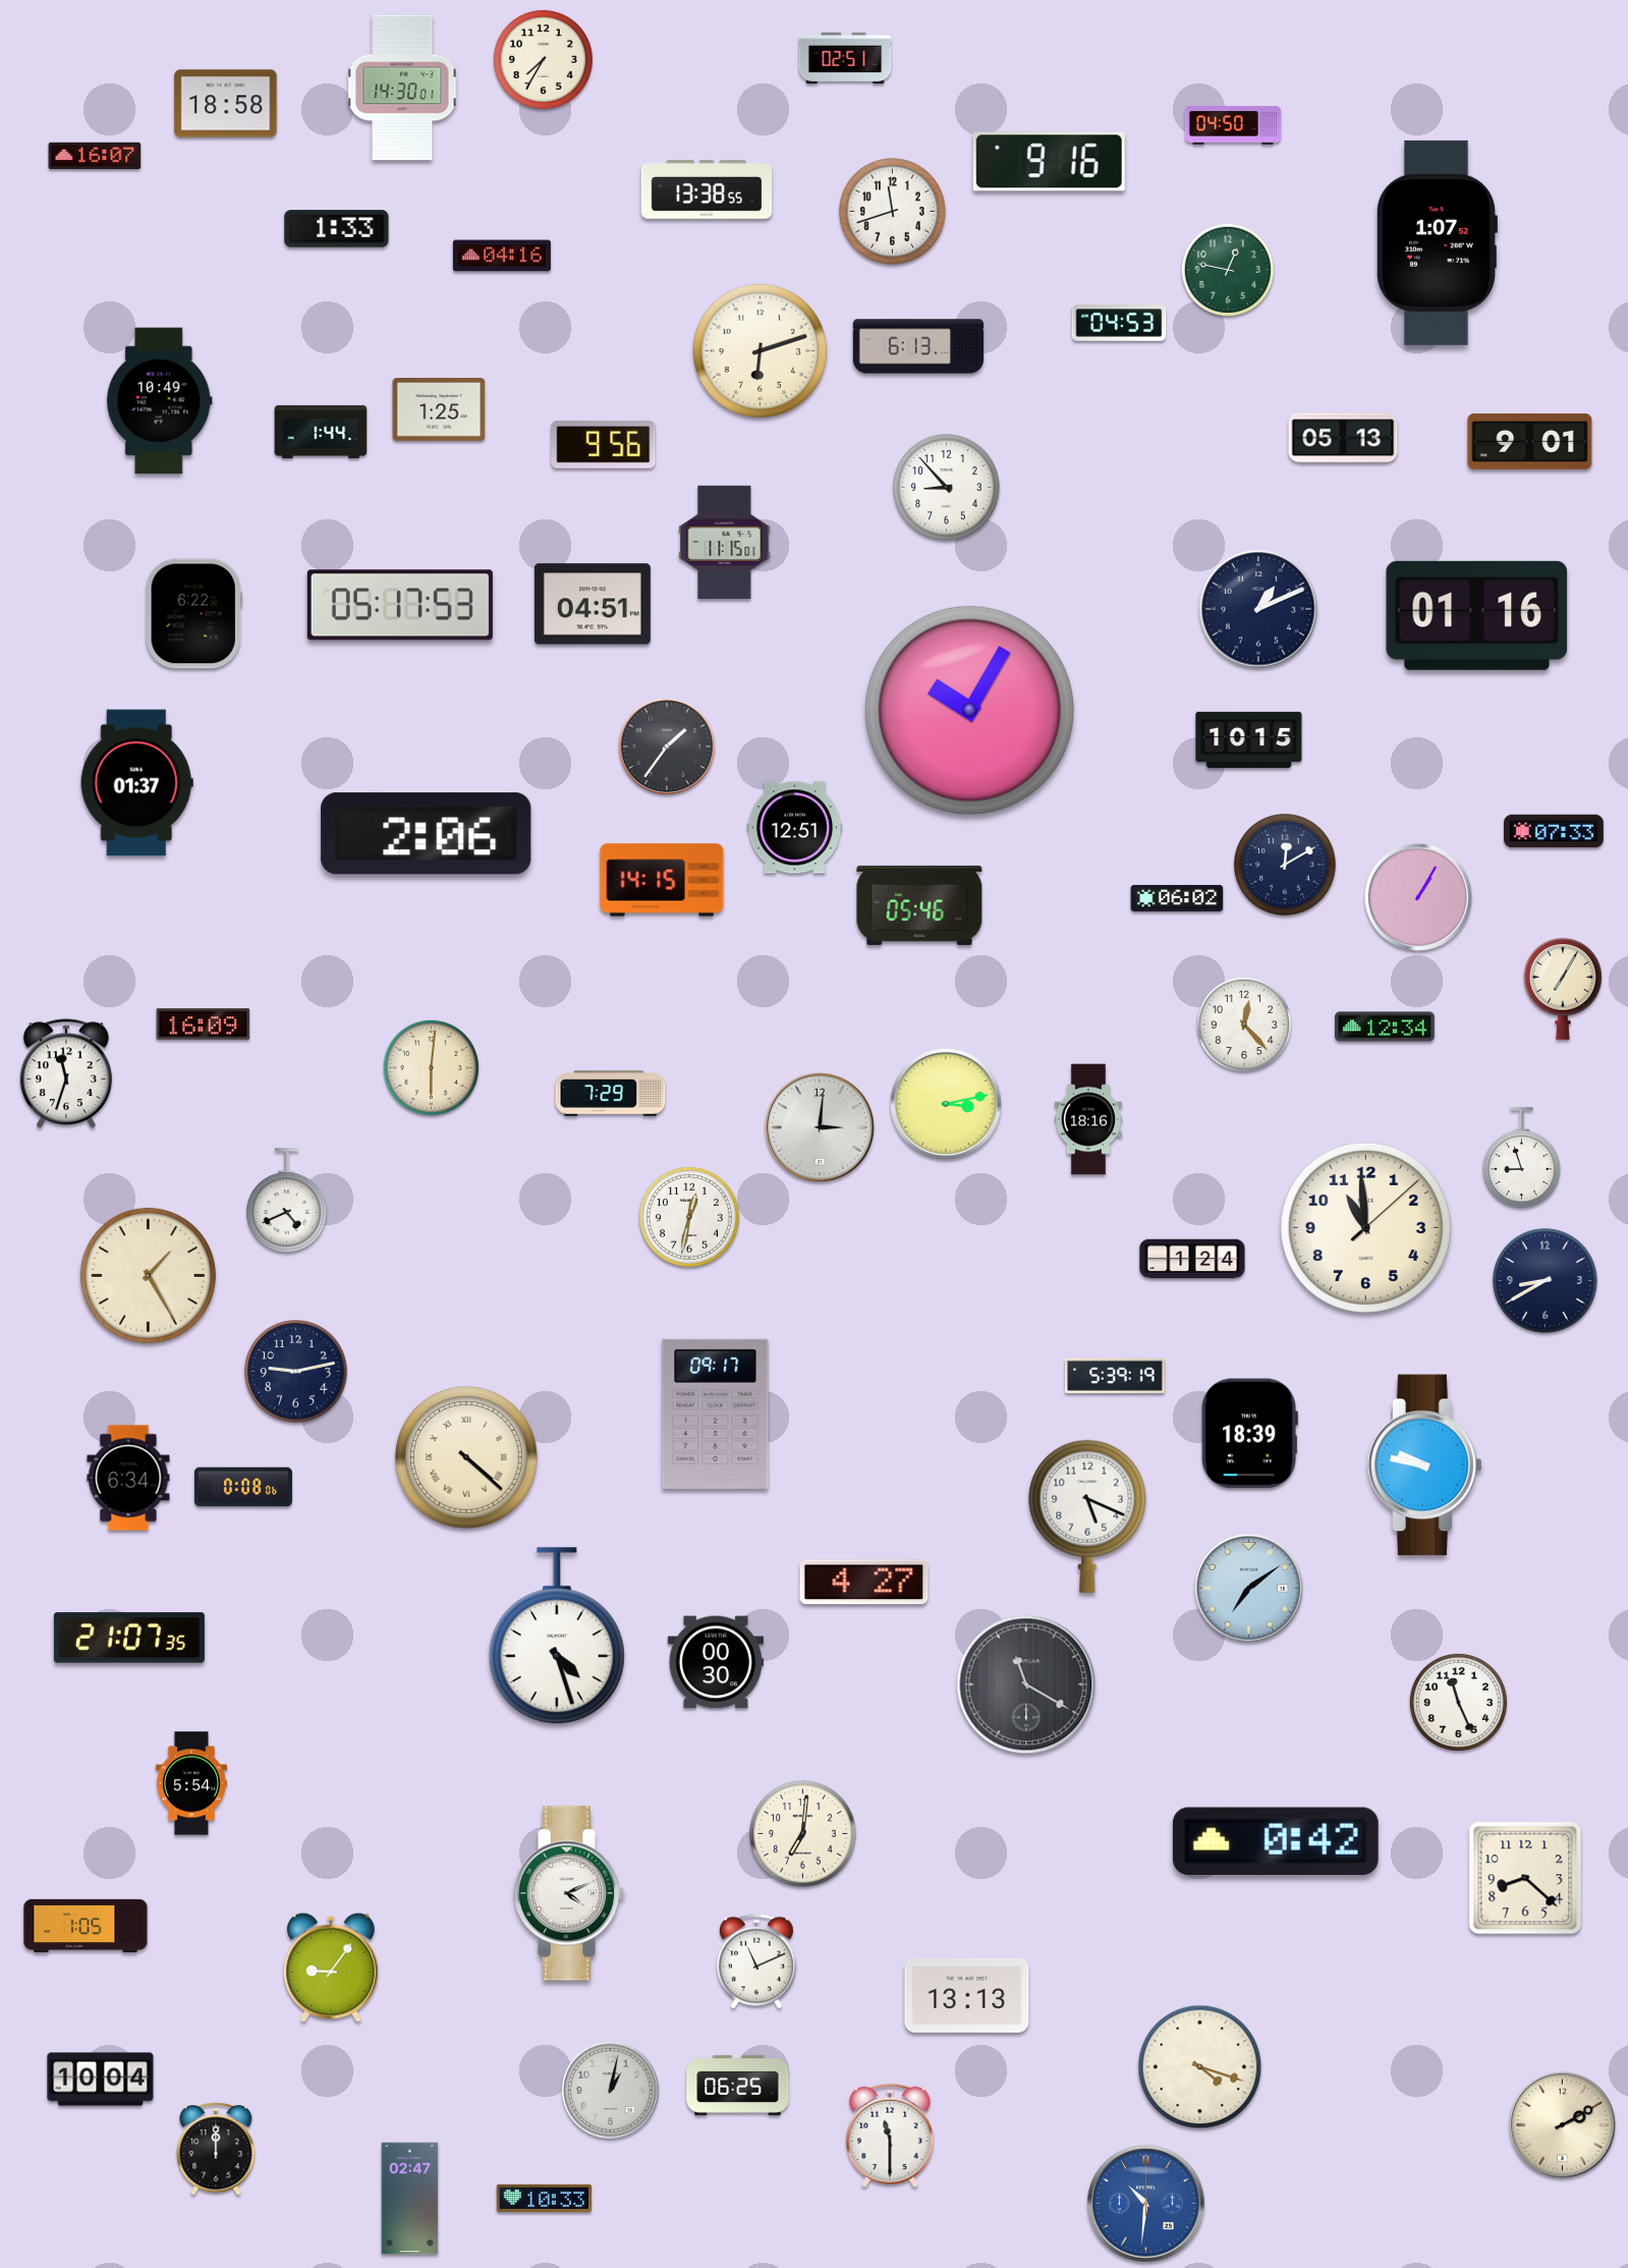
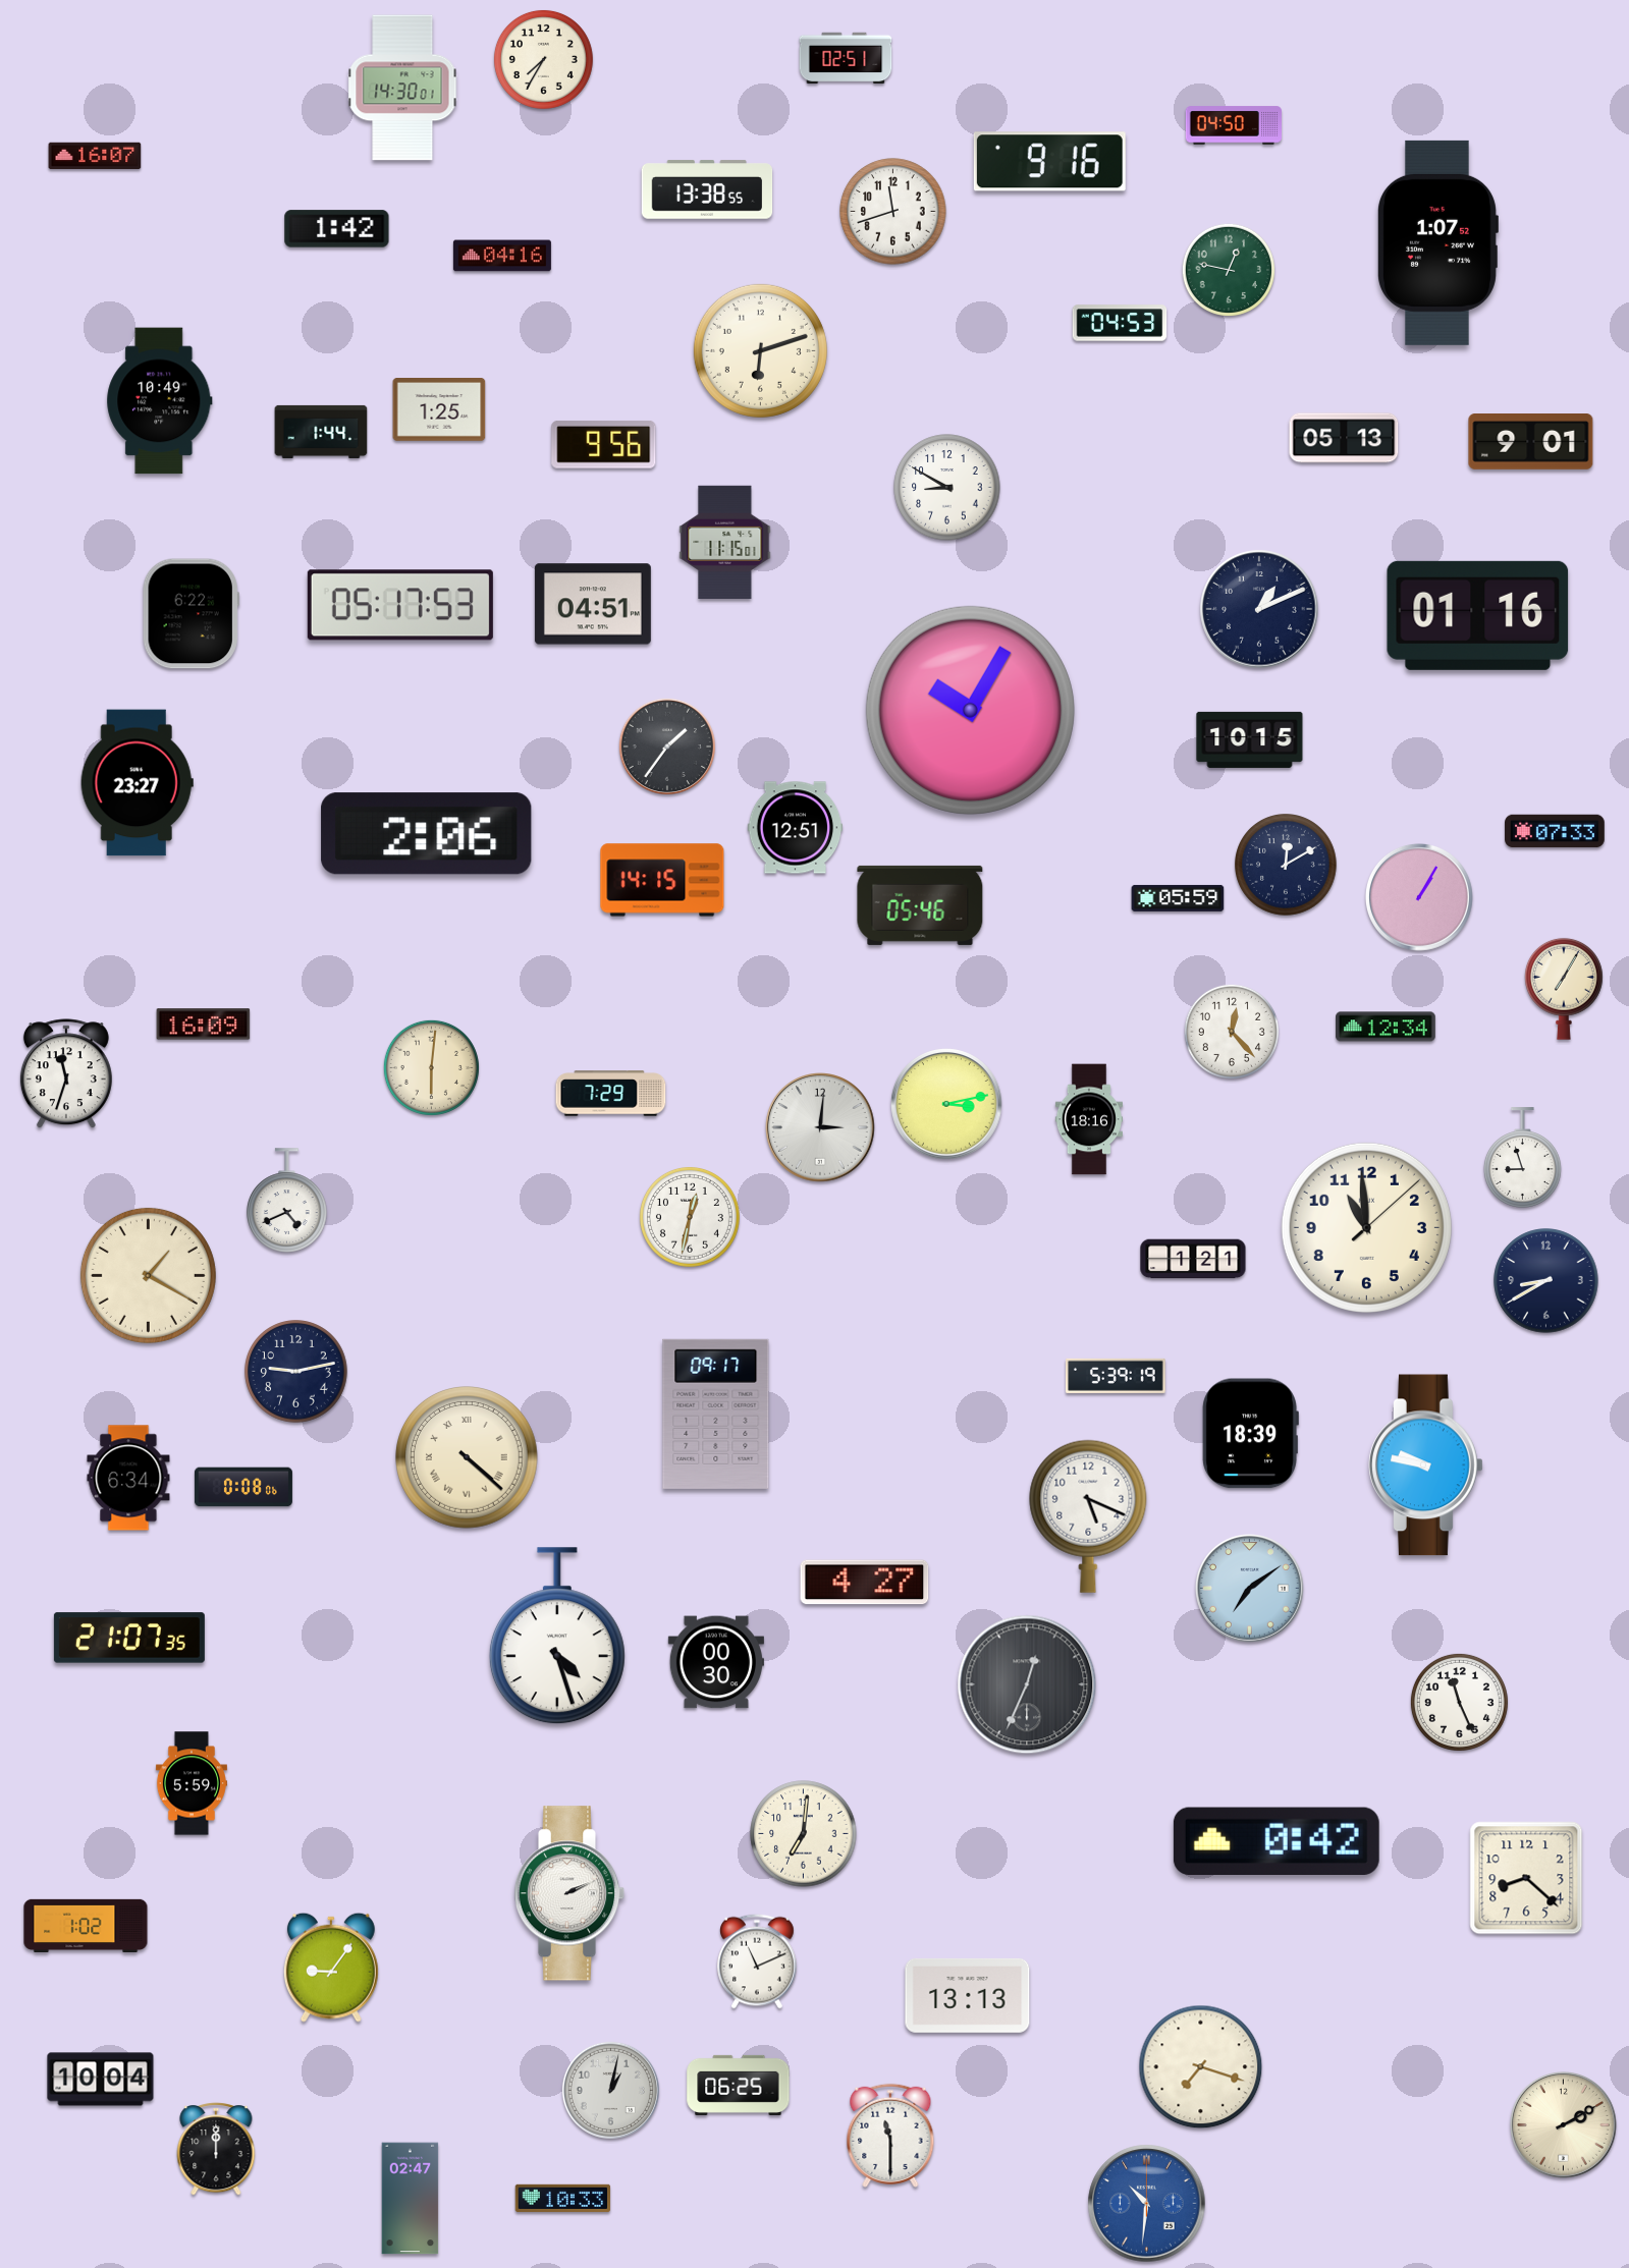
clock at (226, 104): 18:58 -> none
clock at (337, 229): 1:33 -> 1:42
clock at (918, 346): 6:13 -> none
clock at (947, 488): 8:53 -> 8:50
clock at (193, 614) position: (193, 614) -> (191, 614)
clock at (136, 783): 01:37 -> 23:27
clock at (1177, 898): 06:02 -> 05:59
clock at (1244, 1025) position: (1244, 1025) -> (1232, 1032)
clock at (1192, 1259): 1:24 -> 1:21
clock at (148, 1275): 1:25 -> 1:20
clock at (1026, 1684): 11:20 -> 12:34
clock at (191, 1783): 5:54 -> 5:59
clock at (569, 1893): 4:11 -> 2:11
clock at (86, 1925): 1:05 -> 1:02
clock at (1200, 2067): 4:18 -> 7:18
clock at (545, 2198) position: (545, 2198) -> (563, 2198)
